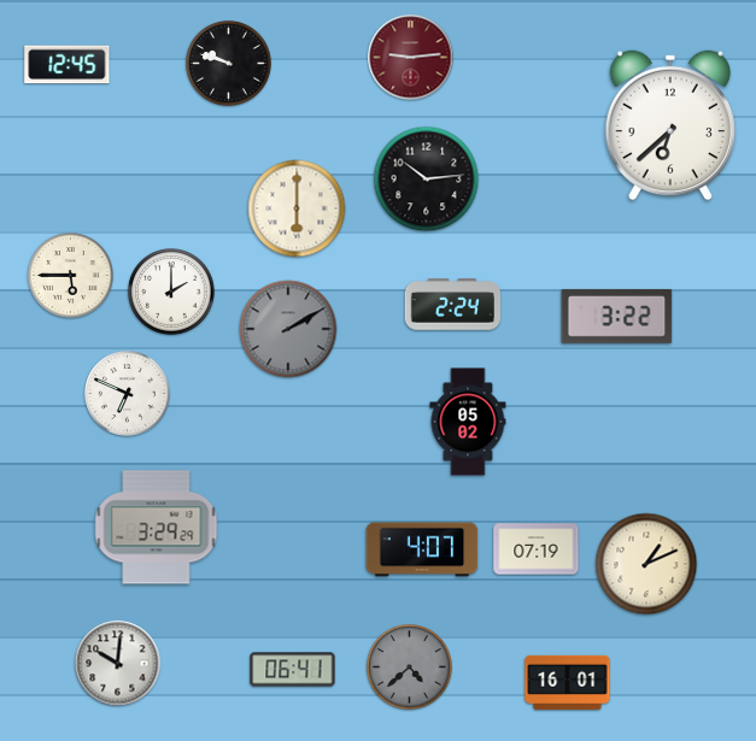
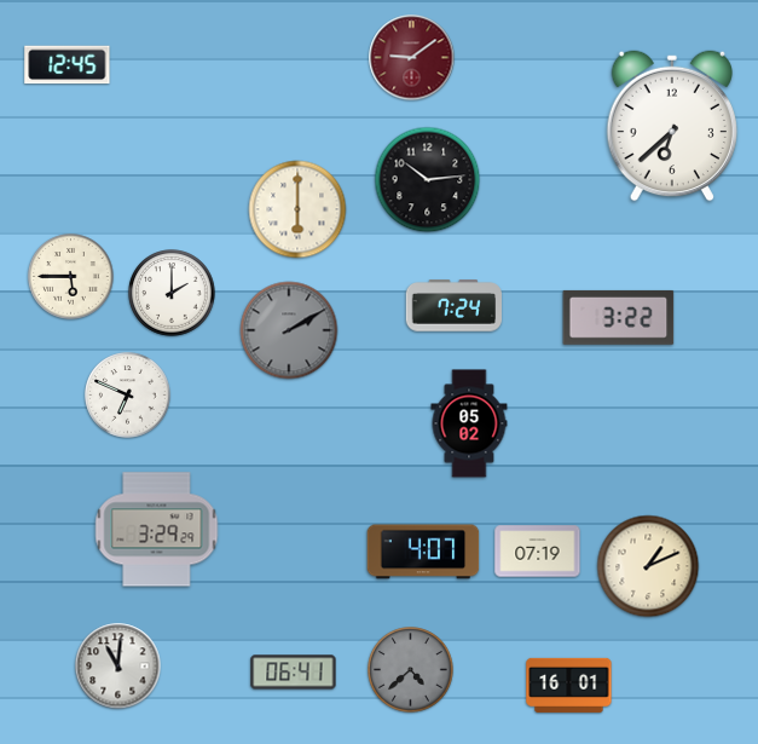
clock at (411, 58): 9:14 -> 9:09
clock at (229, 64): 9:48 -> none
clock at (453, 305): 2:24 -> 7:24
clock at (118, 664): 10:01 -> 11:01
